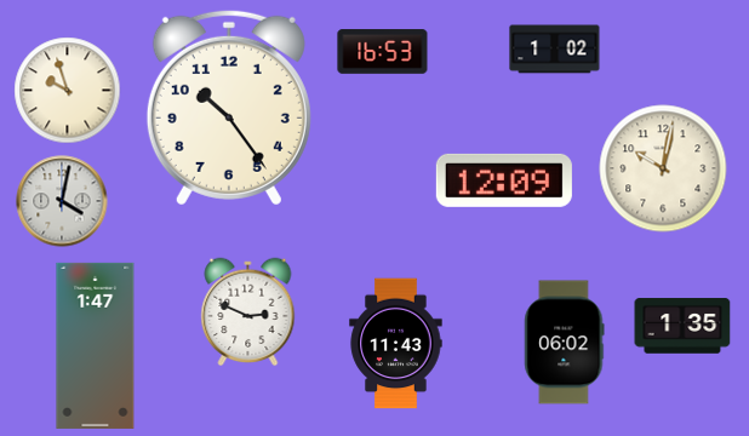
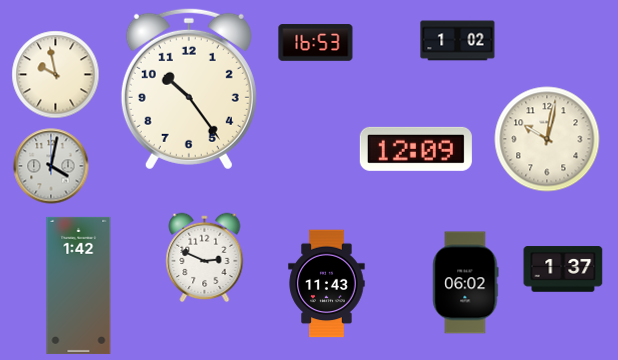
clock at (68, 91): 9:57 -> 9:58
clock at (682, 326): 1:35 -> 1:37
clock at (96, 345): 1:47 -> 1:42
